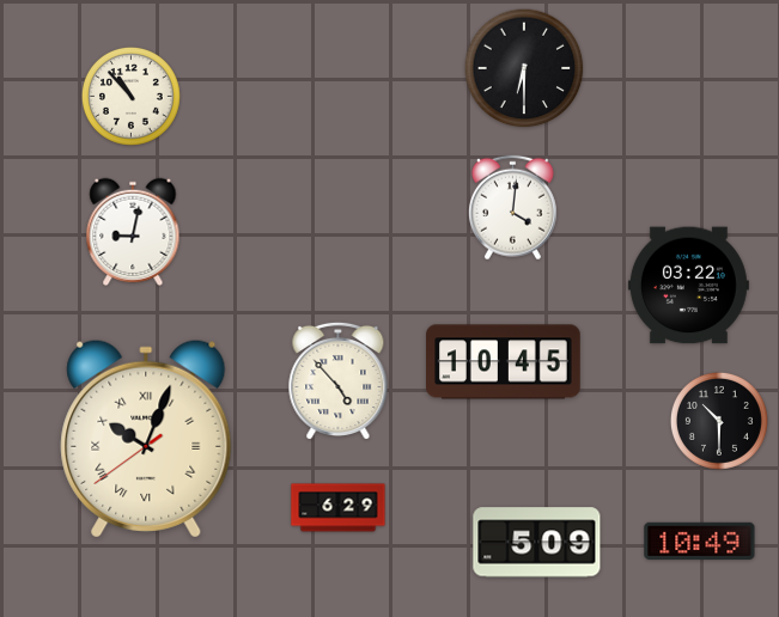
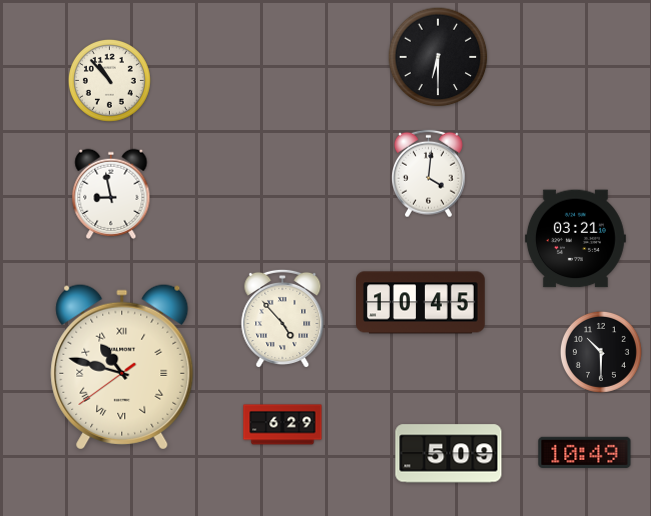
clock at (133, 232): 9:02 -> 8:58
clock at (688, 286): 03:22 -> 03:21
clock at (146, 439): 10:03 -> 10:47
